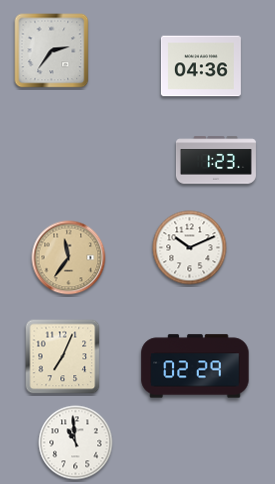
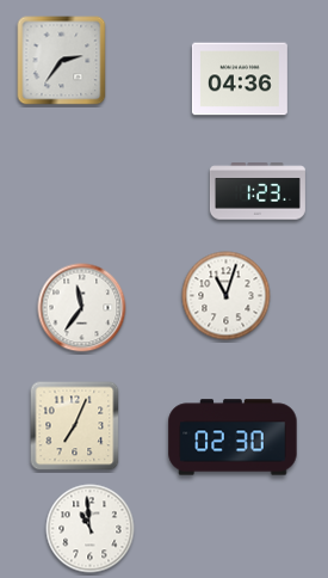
clock at (190, 248): 10:11 -> 11:03
clock at (69, 258) dial: champagne -> white
clock at (195, 366): 02:29 -> 02:30
